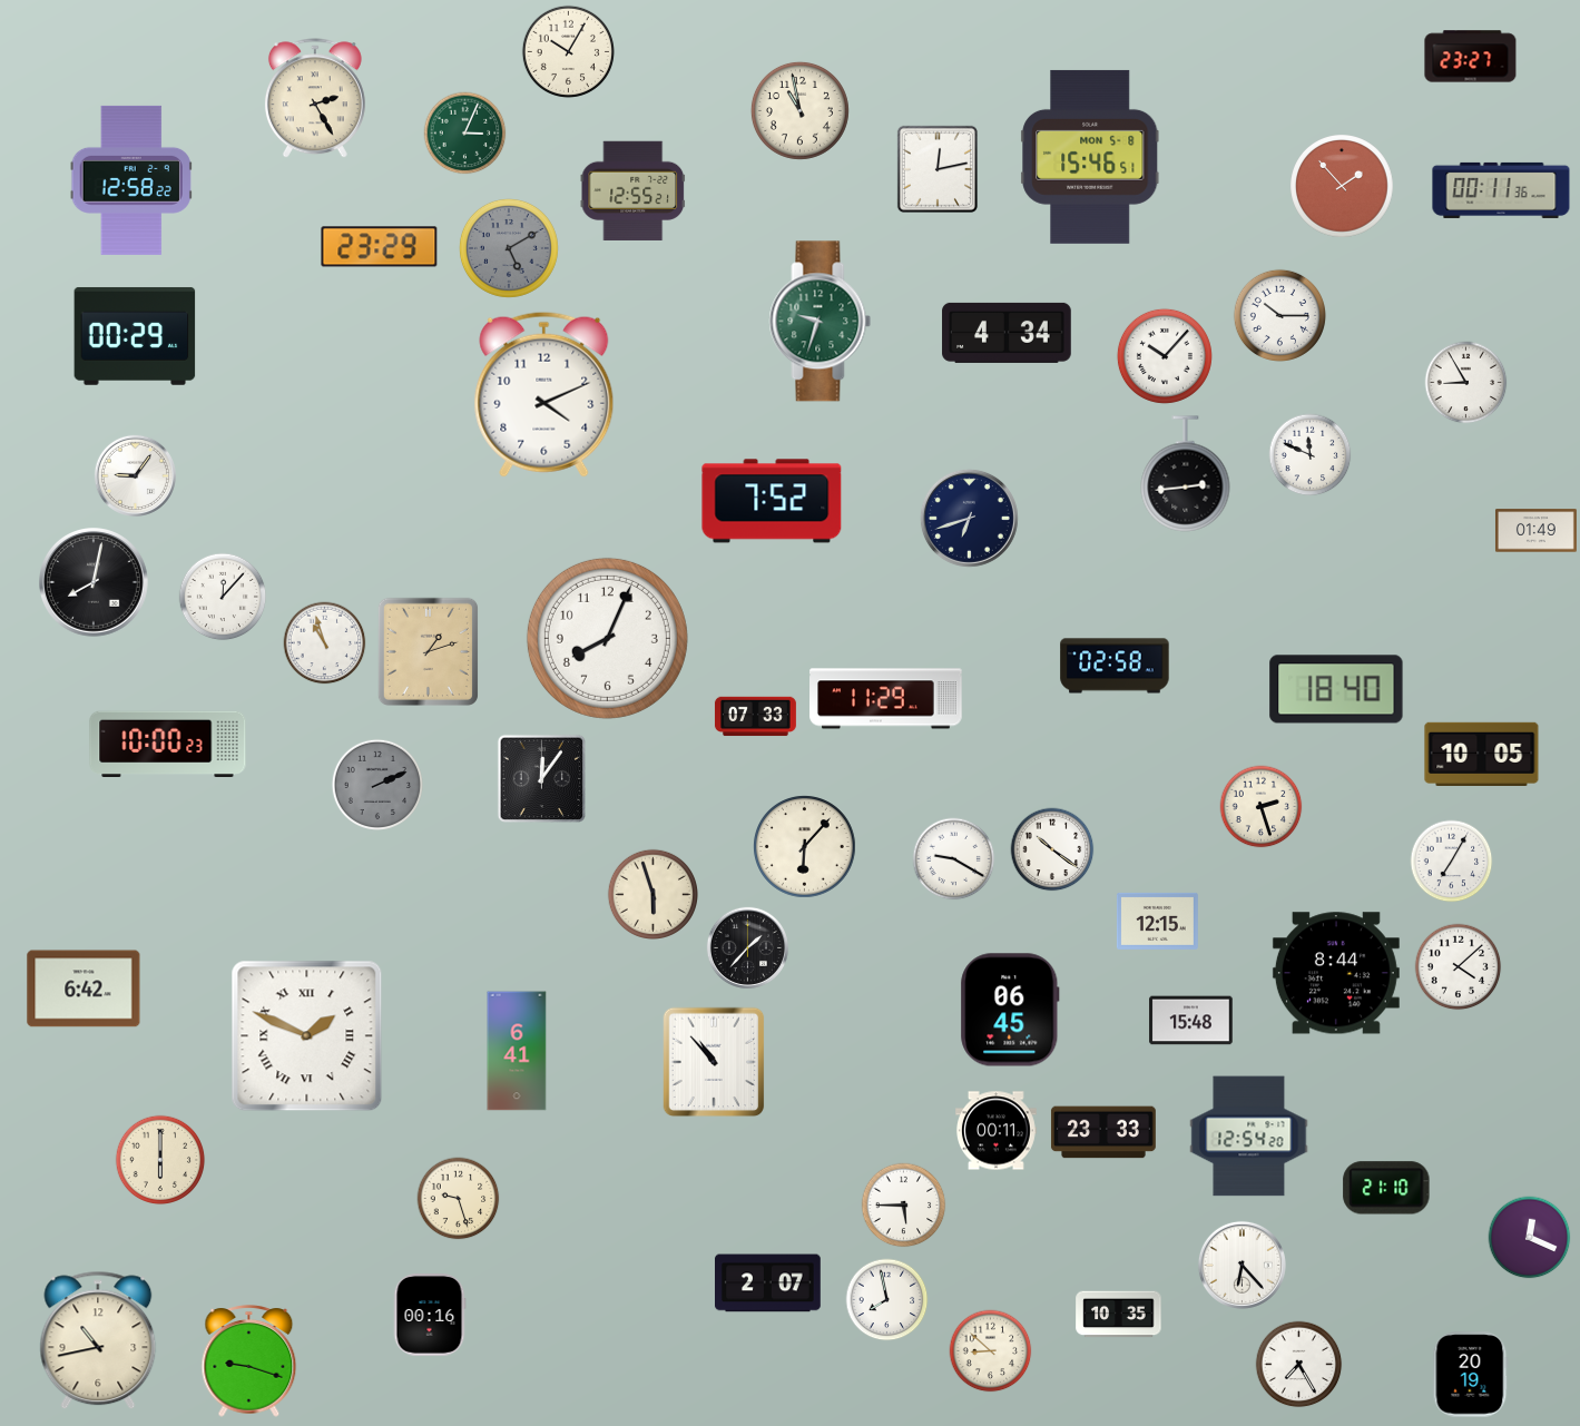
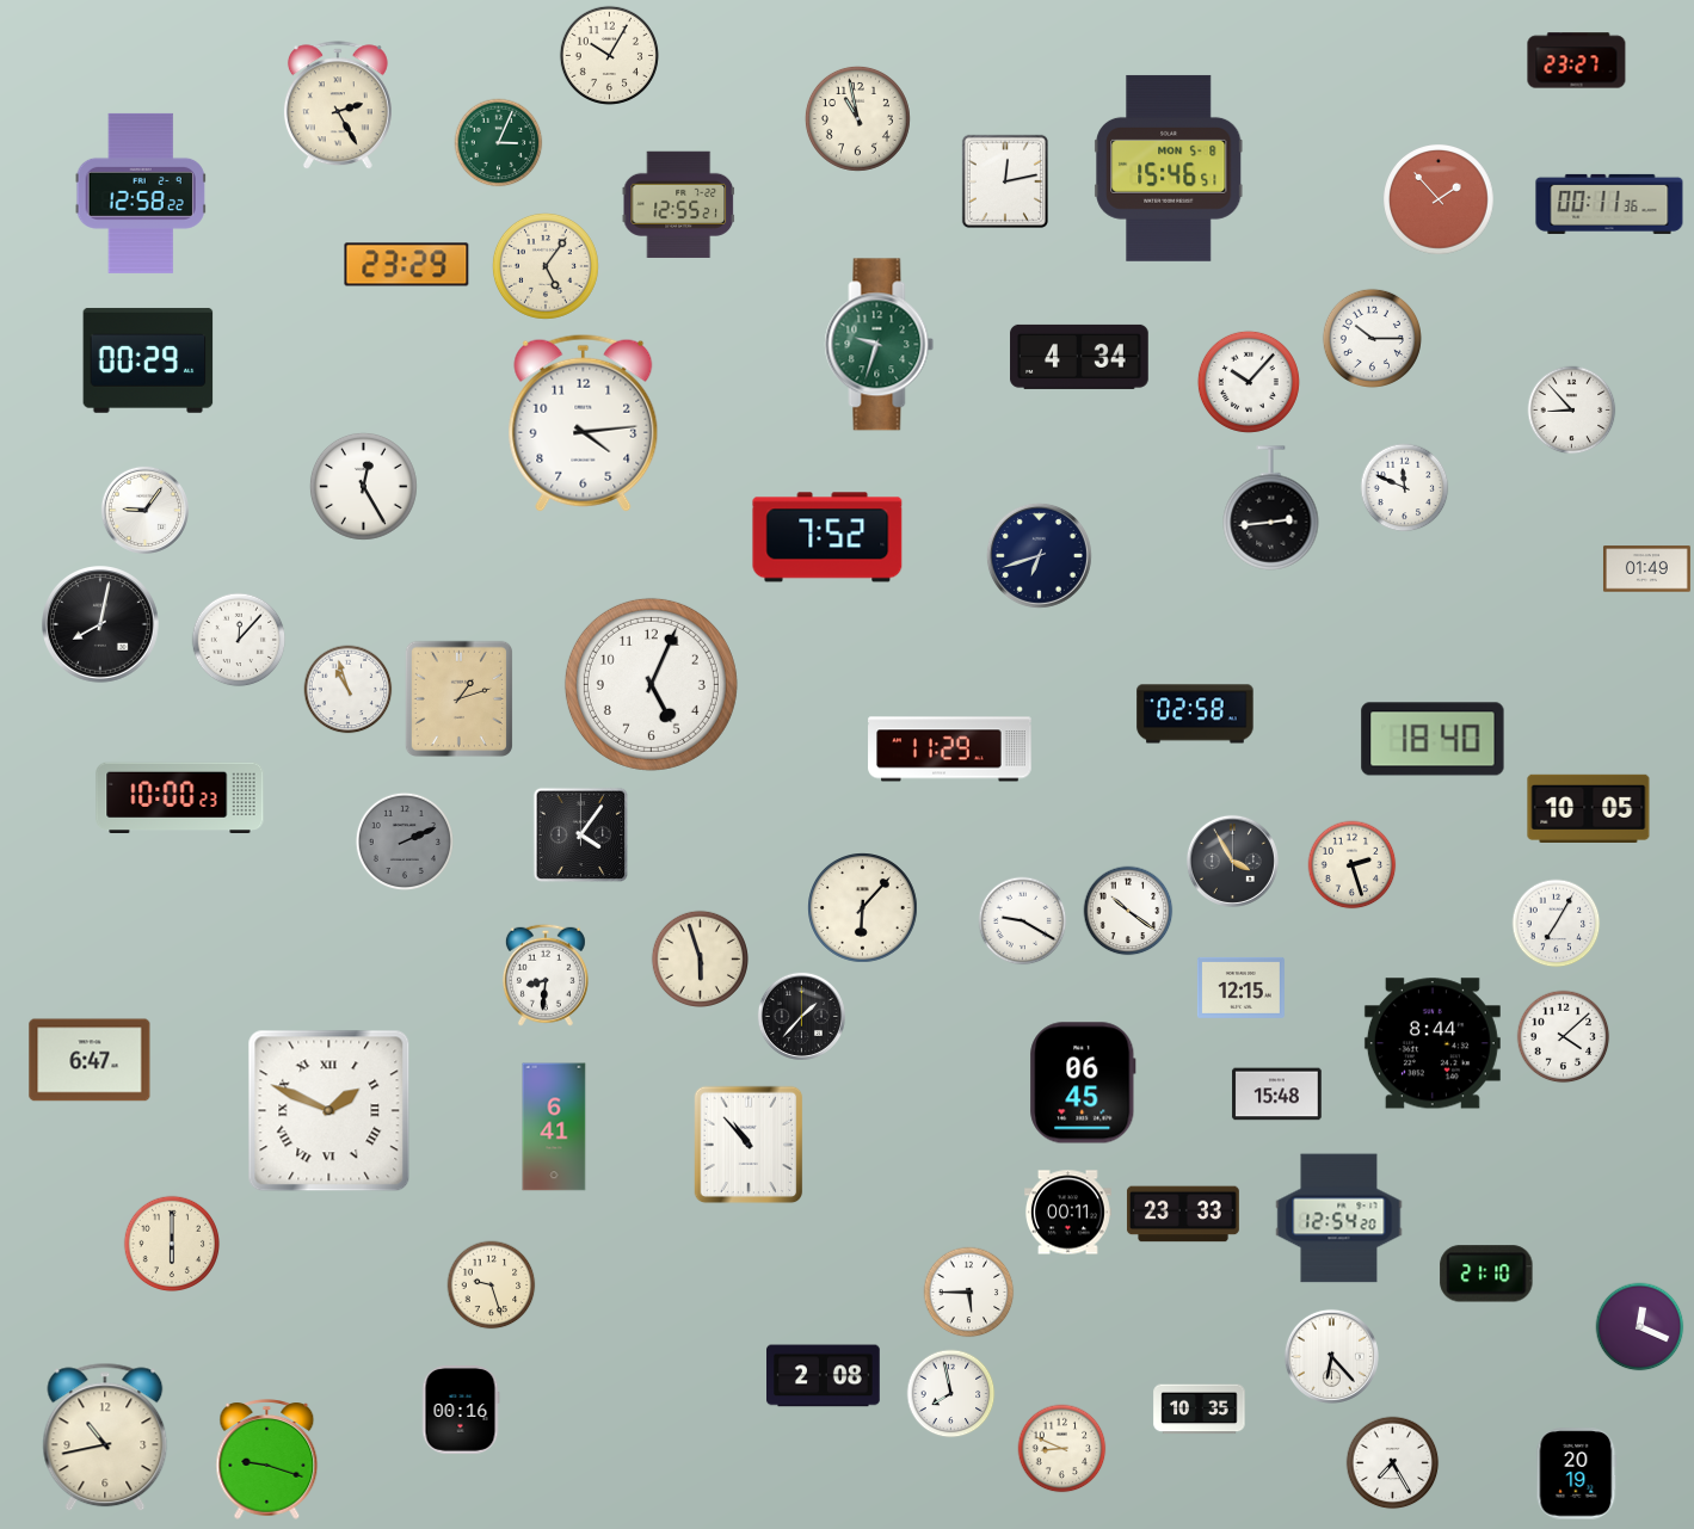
clock at (509, 248): 5:10 -> 5:06
clock at (509, 248) dial: grey -> cream
clock at (135, 336) position: (135, 336) -> (148, 360)
clock at (1466, 383): 8:55 -> 8:53
clock at (544, 394): 4:11 -> 4:14
clock at (363, 486): none -> 12:25
clock at (607, 638): 8:04 -> 5:04
clock at (755, 717): 07:33 -> none
clock at (541, 778): 12:06 -> 4:06
clock at (1232, 861): none -> 3:55
clock at (546, 975): none -> 8:31
clock at (84, 989): 6:42 -> 6:47
clock at (714, 1062) position: (714, 1062) -> (749, 1145)
clock at (768, 1284): 2:07 -> 2:08
clock at (991, 1351): 8:52 -> 8:49
